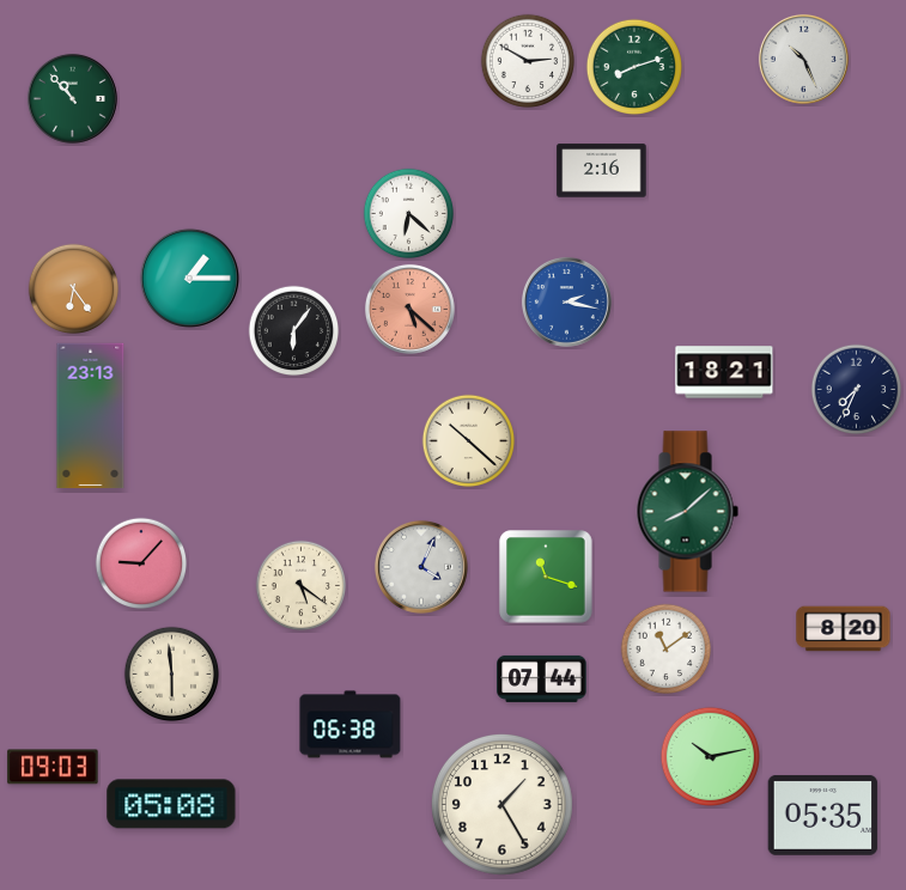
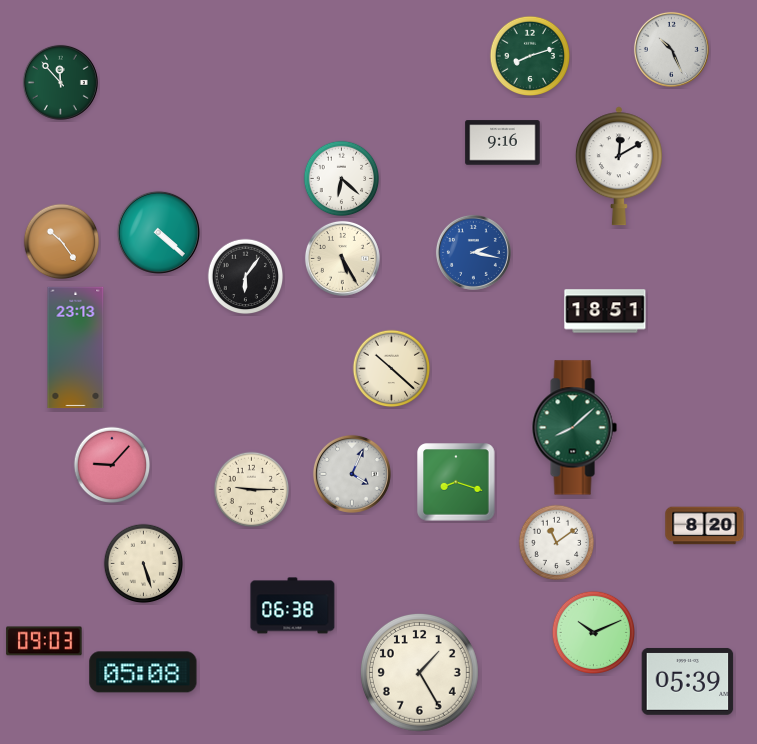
clock at (528, 61): 2:50 -> none
clock at (72, 98): 10:53 -> 11:53
clock at (602, 171): 2:16 -> 9:16
clock at (619, 166): none -> 12:10
clock at (189, 278): 1:15 -> 4:22
clock at (74, 289): 6:24 -> 10:24
clock at (409, 309): 5:22 -> 5:25
clock at (409, 309) dial: salmon -> cream
clock at (724, 372): 18:21 -> 18:51
clock at (857, 390): 7:34 -> none
clock at (141, 563) position: (141, 563) -> (112, 465)
clock at (546, 577): 11:18 -> 8:18
clock at (302, 586): 5:21 -> 9:15
clock at (172, 675): 5:59 -> 5:27
clock at (542, 678): 07:44 -> none
clock at (710, 756): 10:13 -> 10:11
clock at (823, 815): 05:35 -> 05:39
